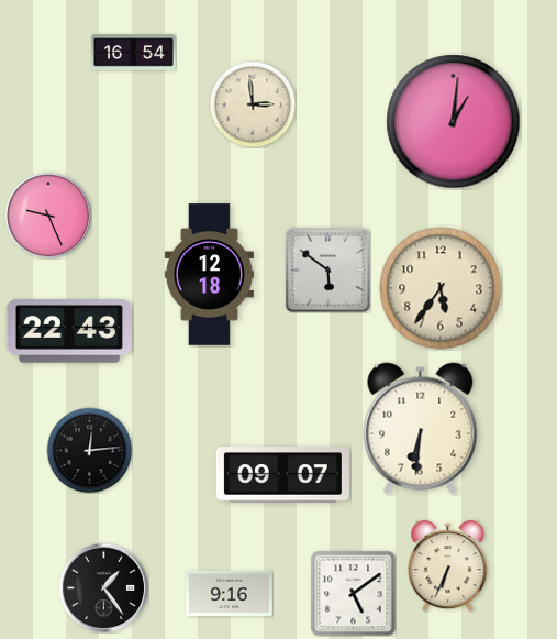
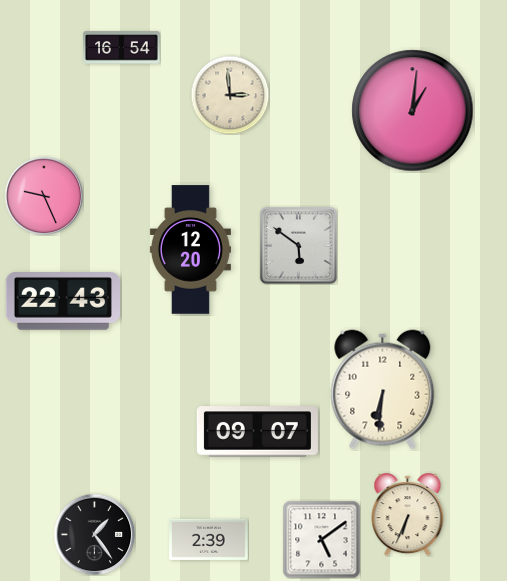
clock at (209, 275): 12:18 -> 12:20
clock at (441, 288): 5:36 -> none
clock at (89, 450): 12:14 -> none
clock at (230, 593): 9:16 -> 2:39
